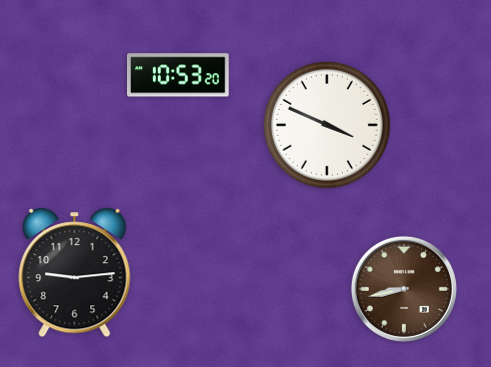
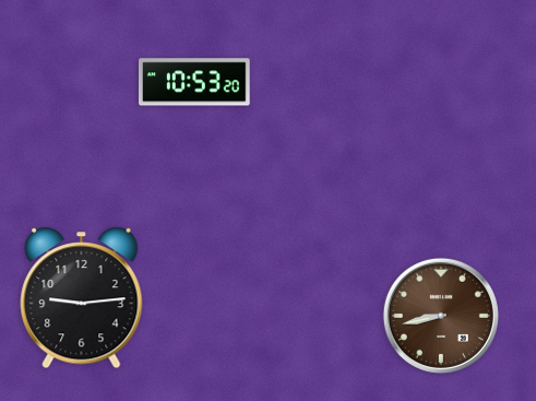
clock at (327, 125): 3:49 -> none
